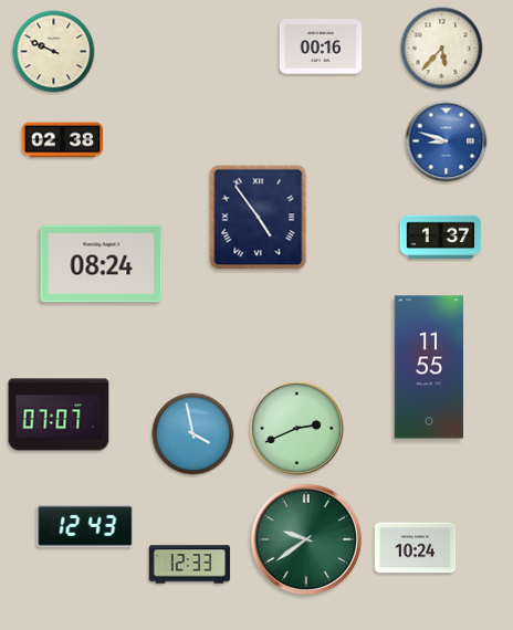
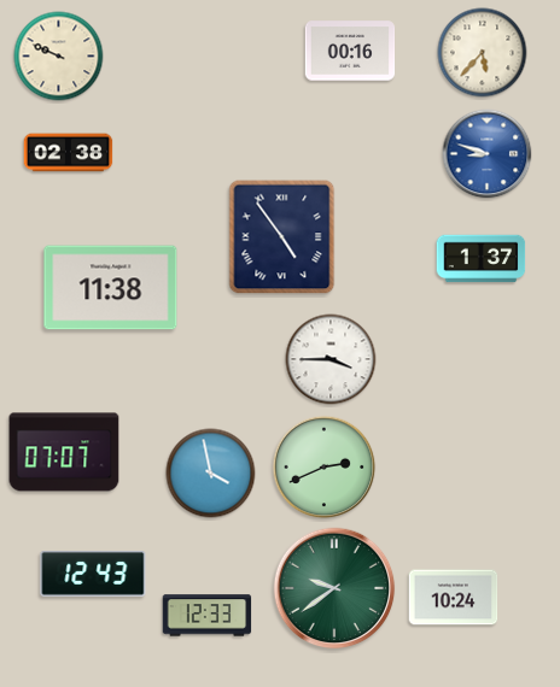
clock at (102, 264): 08:24 -> 11:38
clock at (331, 359): none -> 3:45
clock at (428, 367): 11:55 -> none
